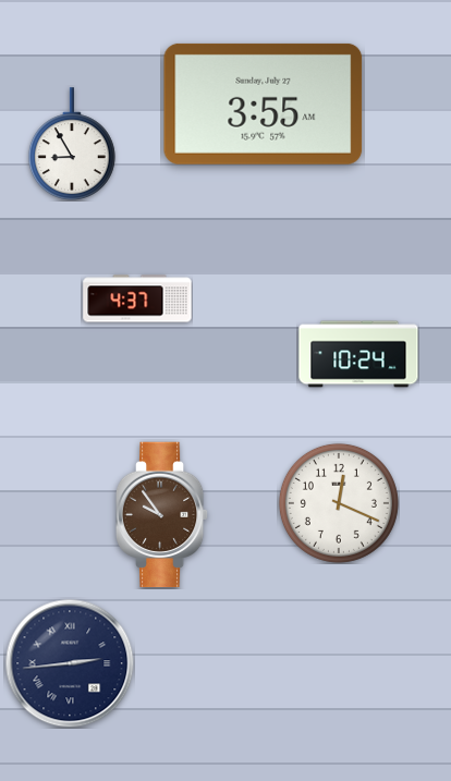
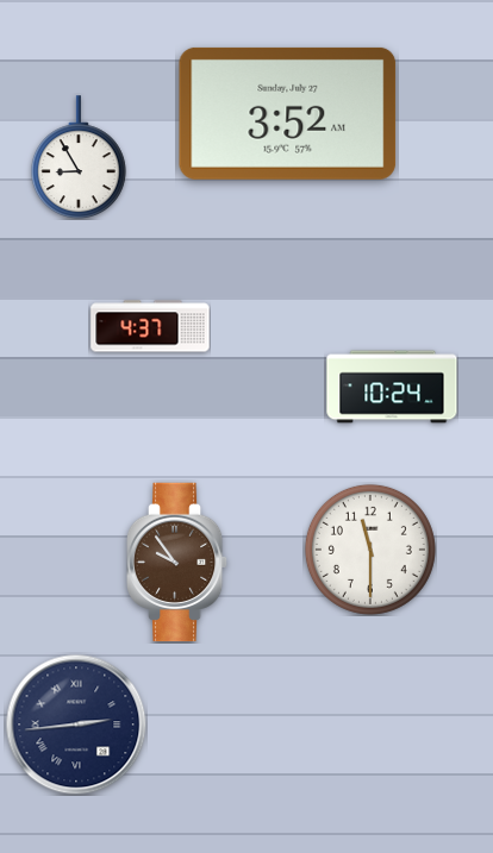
clock at (264, 103): 3:55 -> 3:52
clock at (339, 503): 12:19 -> 11:30
